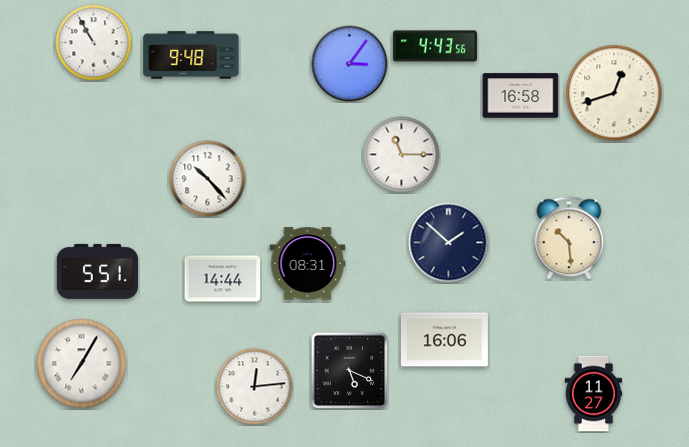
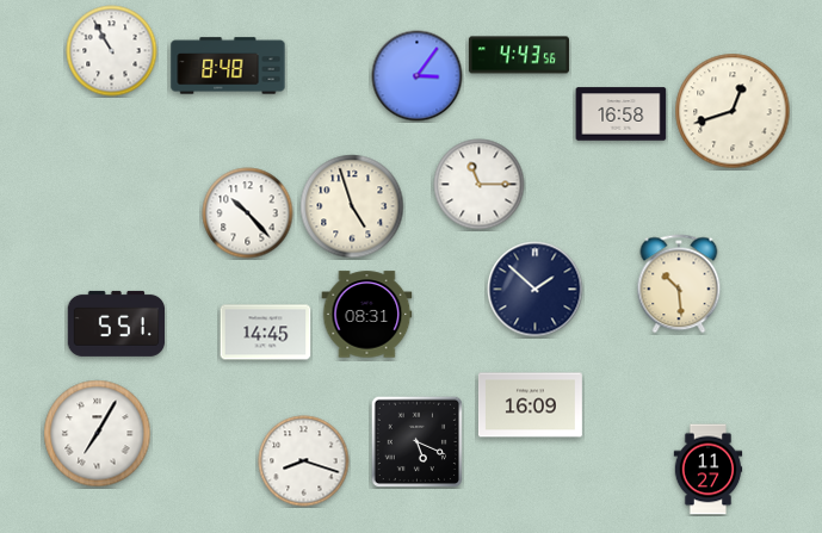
clock at (191, 55): 9:48 -> 8:48
clock at (352, 206): none -> 4:57
clock at (223, 279): 14:44 -> 14:45
clock at (444, 340): 16:06 -> 16:09
clock at (255, 387): 12:14 -> 8:18
